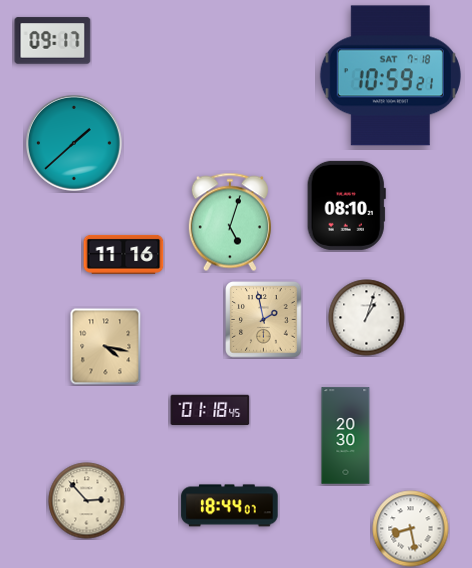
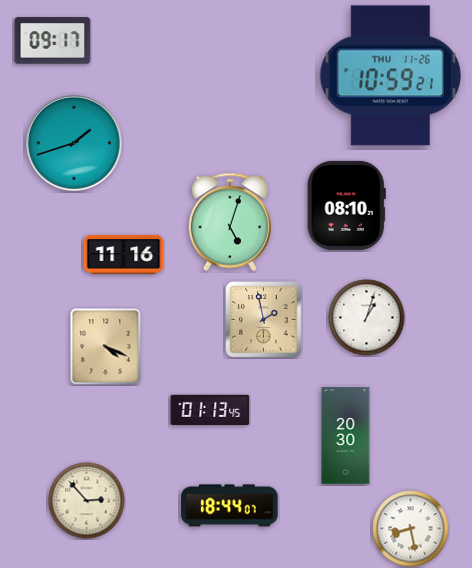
clock at (390, 76) date: SAT 7-18 -> THU 11-26
clock at (75, 144): 1:38 -> 1:42
clock at (106, 347): 4:17 -> 4:19
clock at (210, 409): 01:18 -> 01:13
